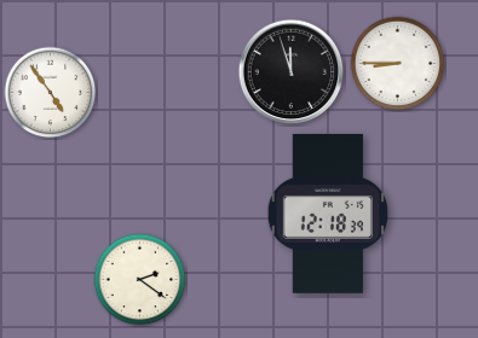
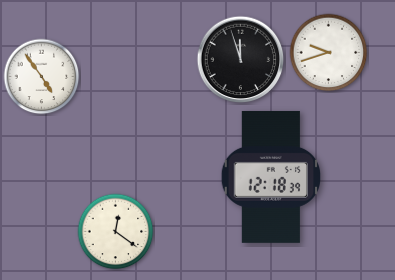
clock at (398, 64): 8:45 -> 9:42
clock at (140, 280): 2:21 -> 12:21
